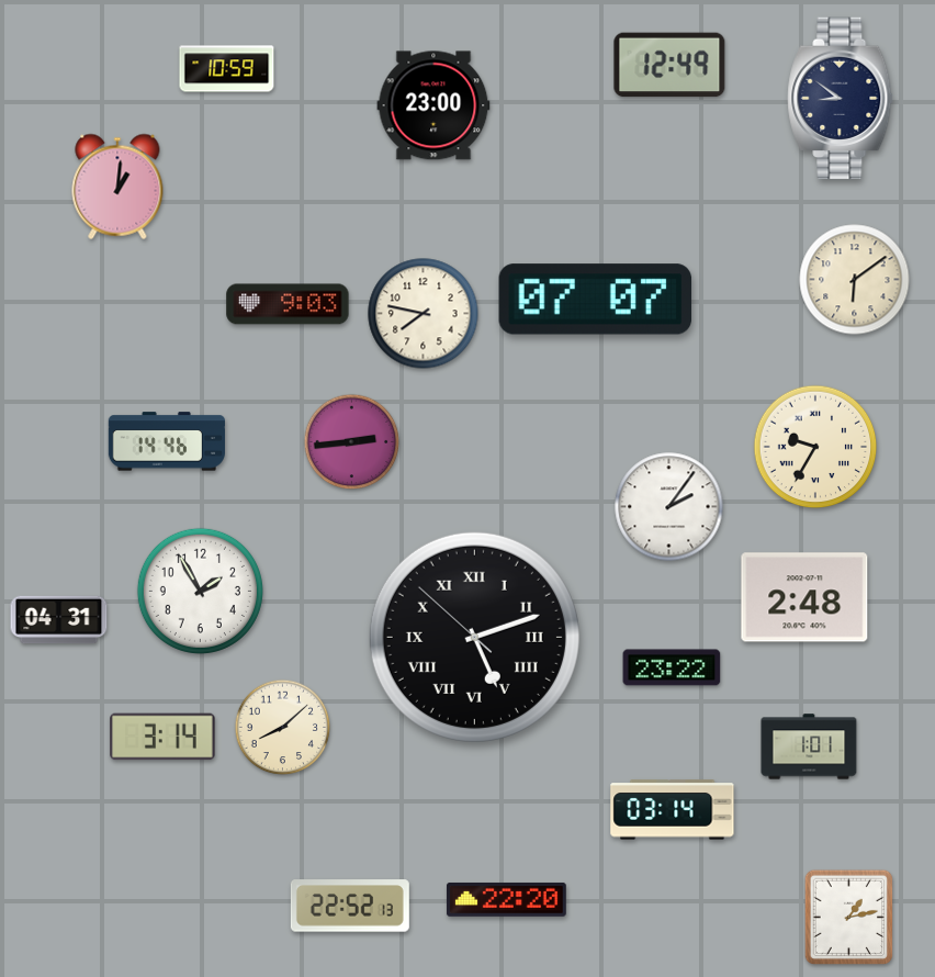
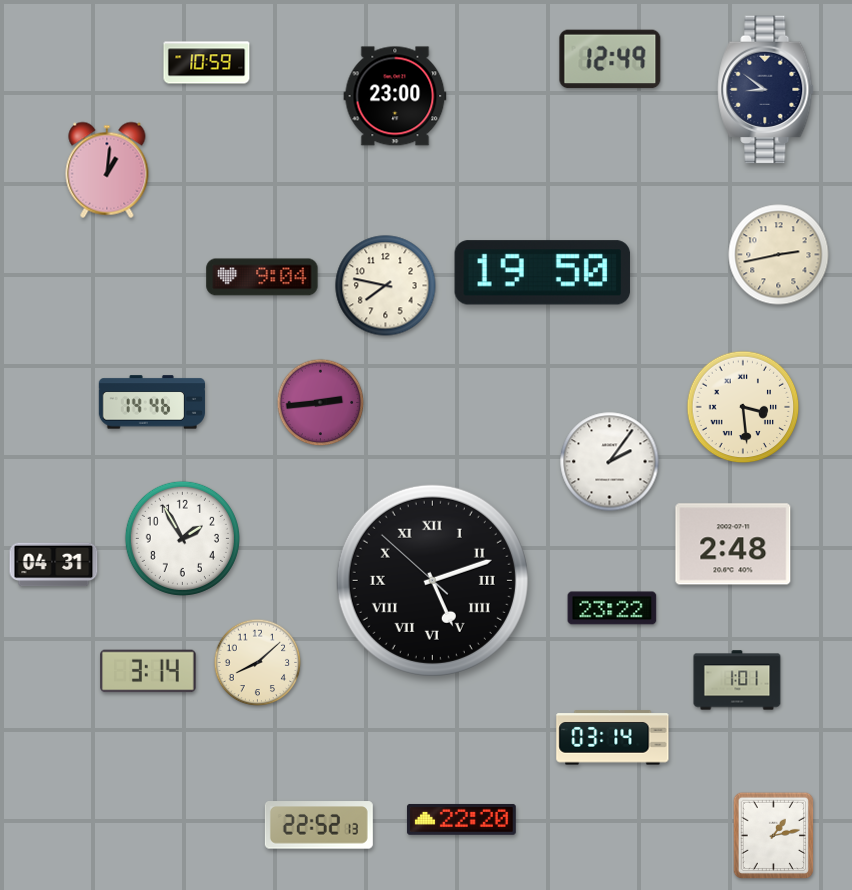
clock at (855, 280): 6:09 -> 2:43
clock at (596, 300): 07:07 -> 19:50
clock at (288, 304): 9:03 -> 9:04
clock at (815, 447): 9:35 -> 3:29
